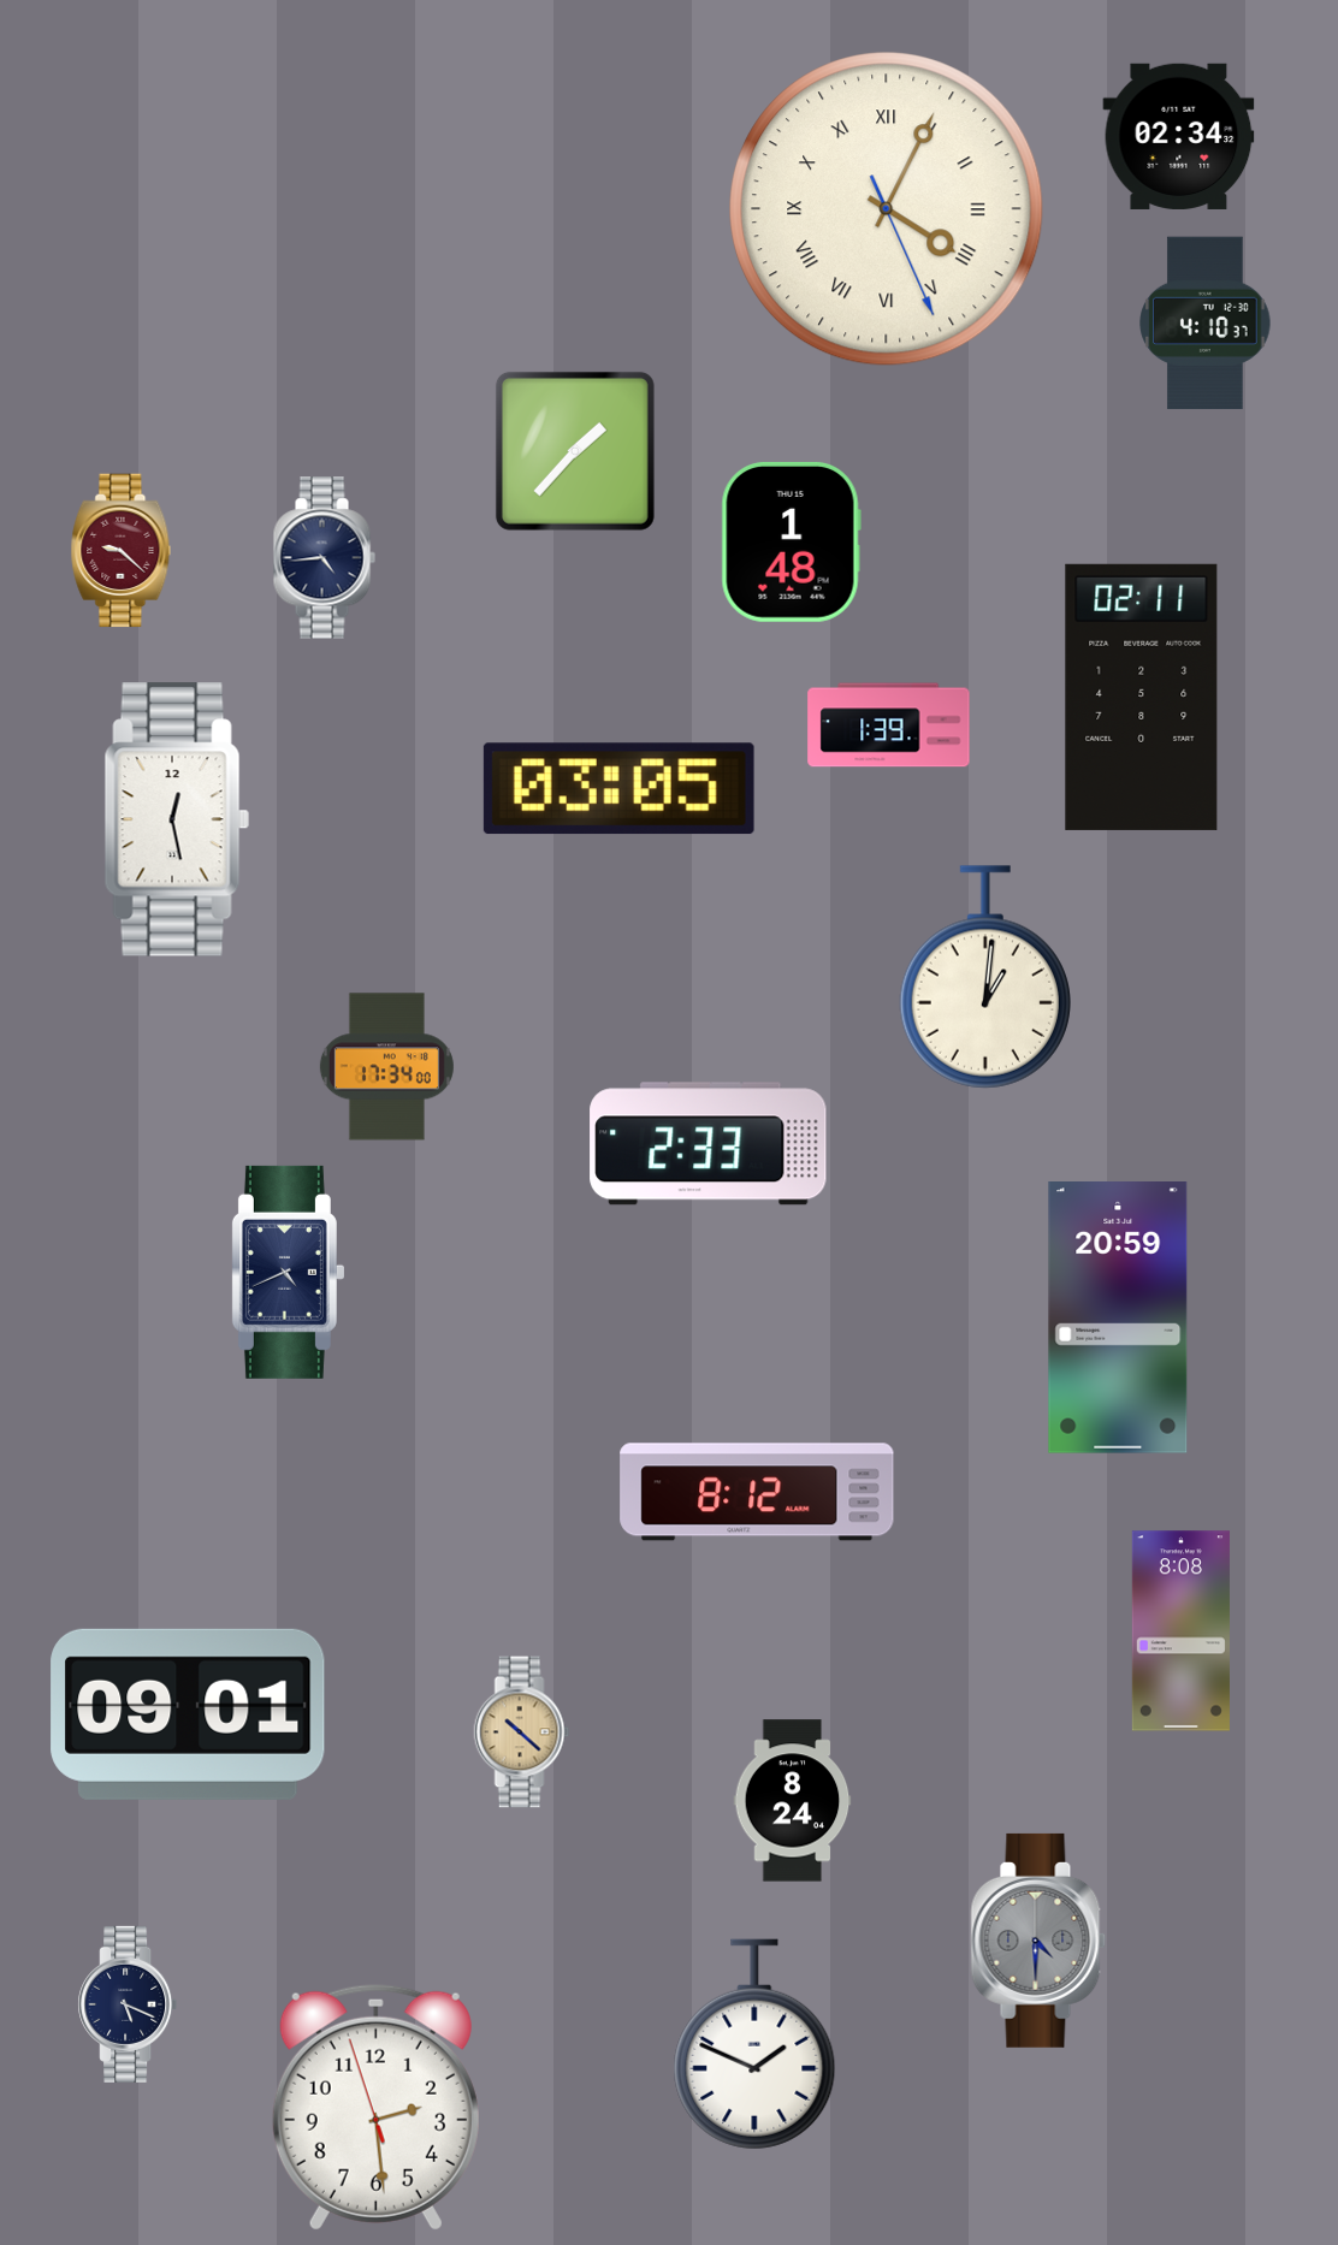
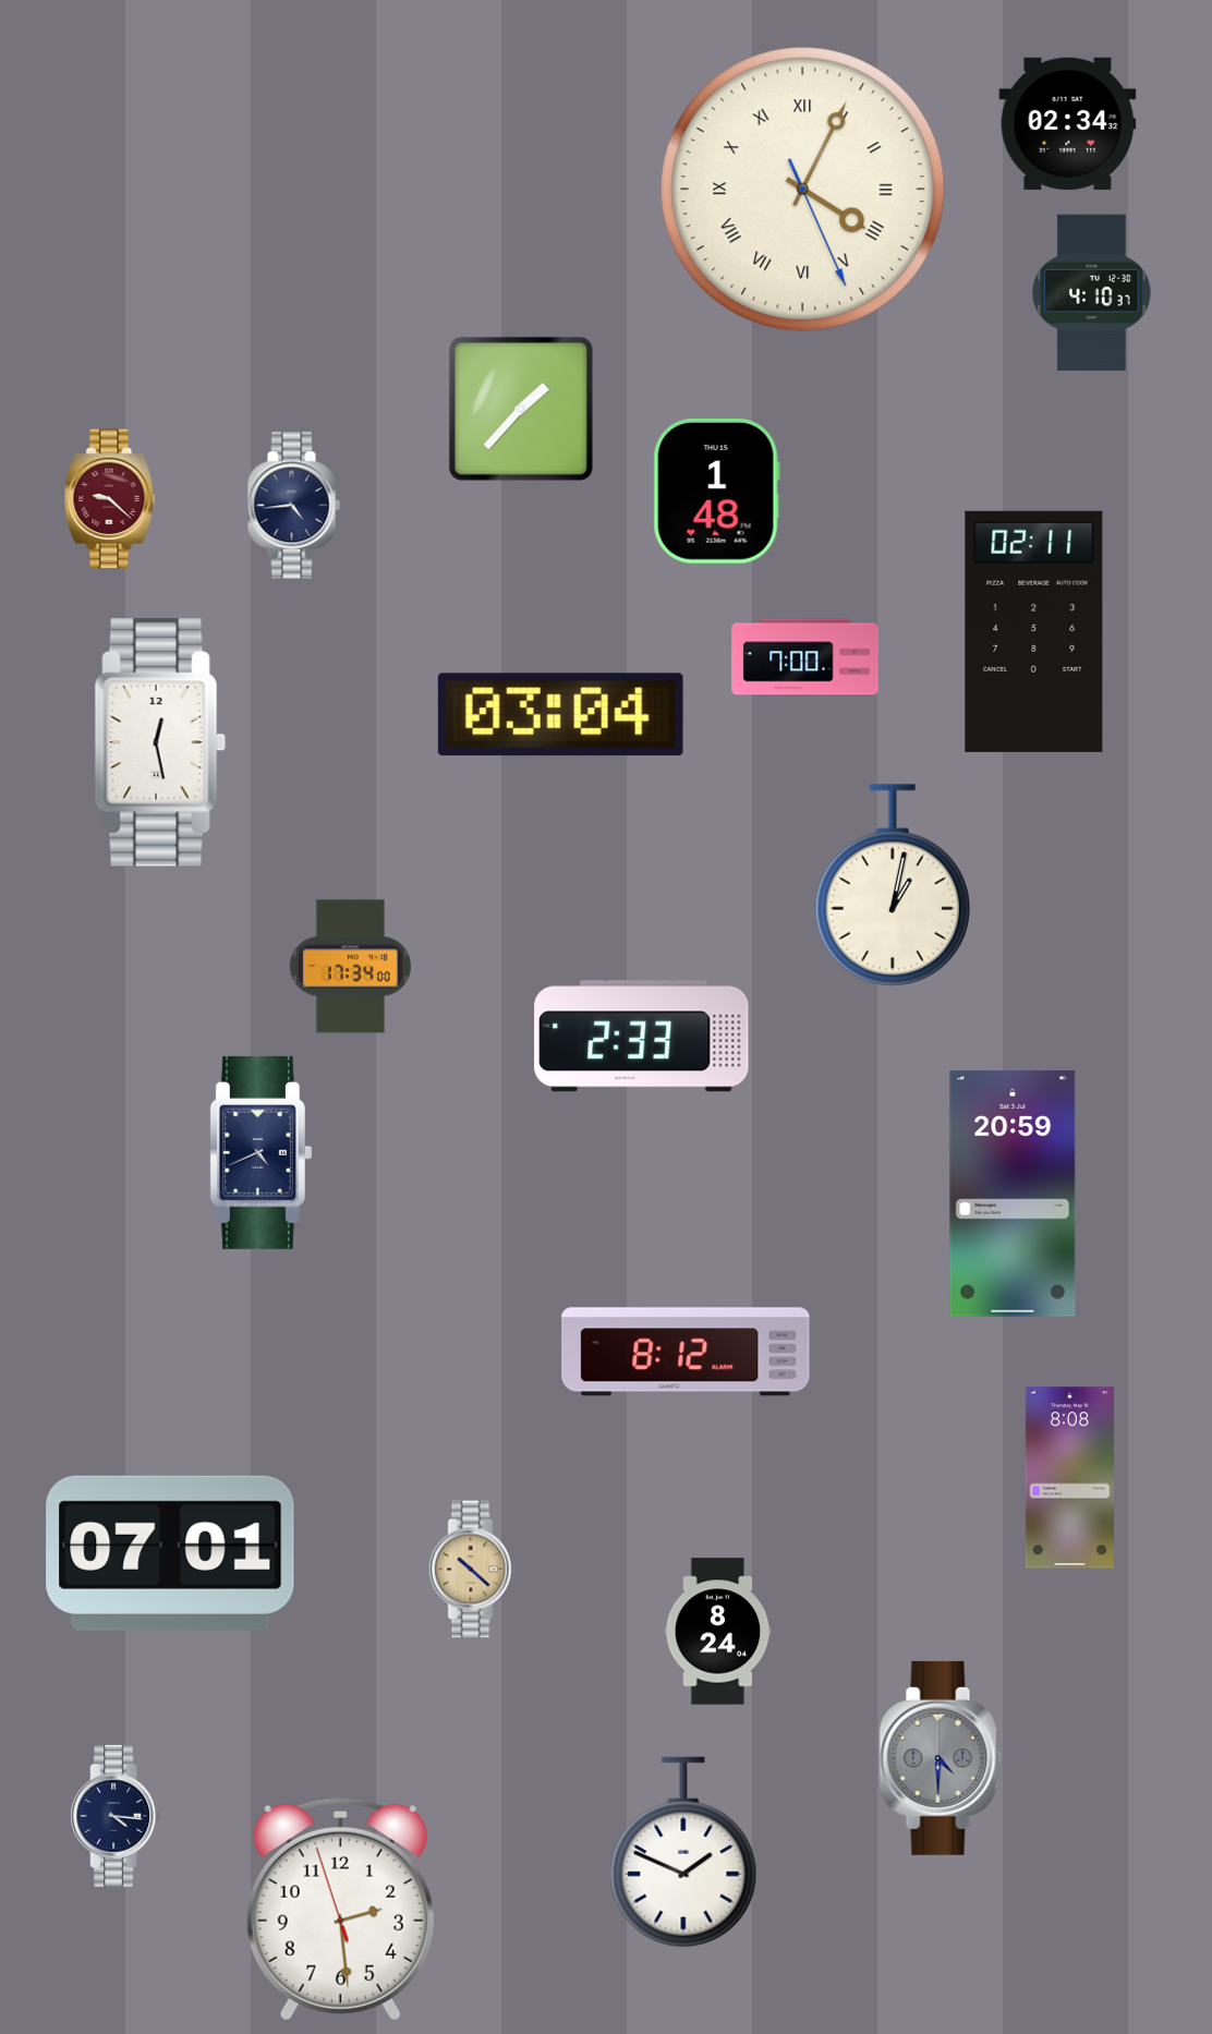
clock at (889, 725): 1:39 -> 7:00
clock at (618, 789): 03:05 -> 03:04
clock at (985, 977): 1:01 -> 1:02
clock at (188, 1714): 09:01 -> 07:01
clock at (128, 2004): 5:19 -> 4:16
